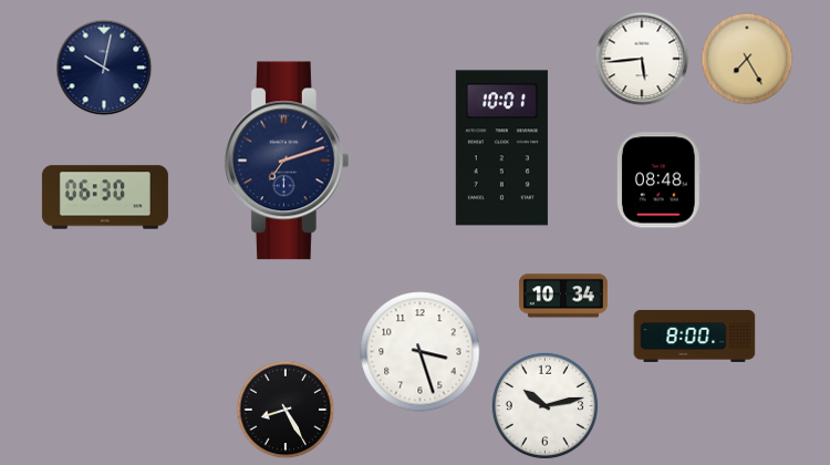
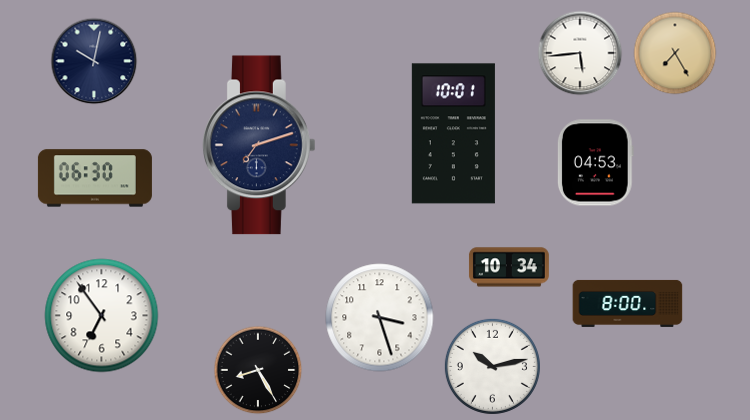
clock at (658, 180): 08:48 -> 04:53
clock at (102, 316): none -> 6:54
